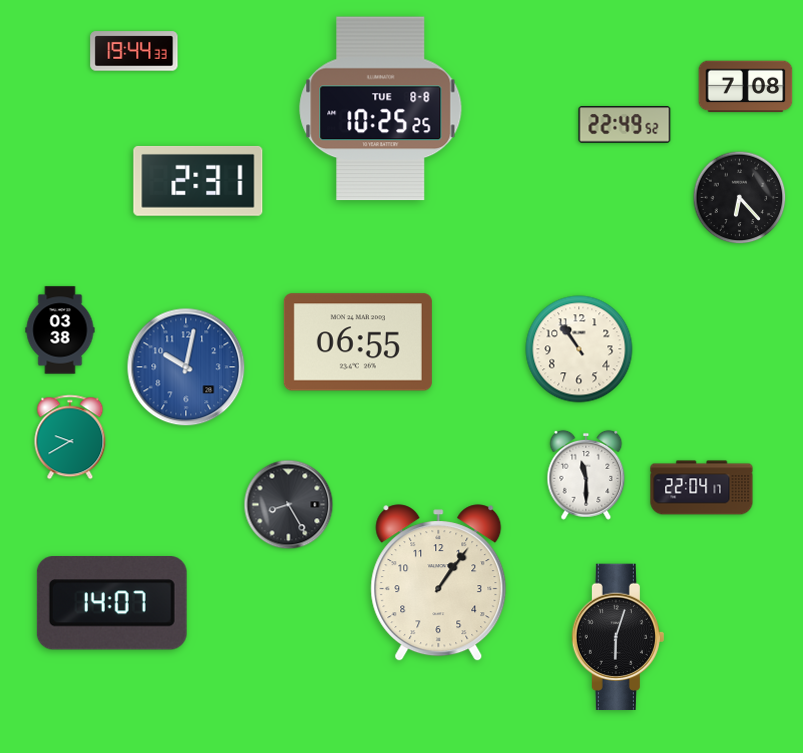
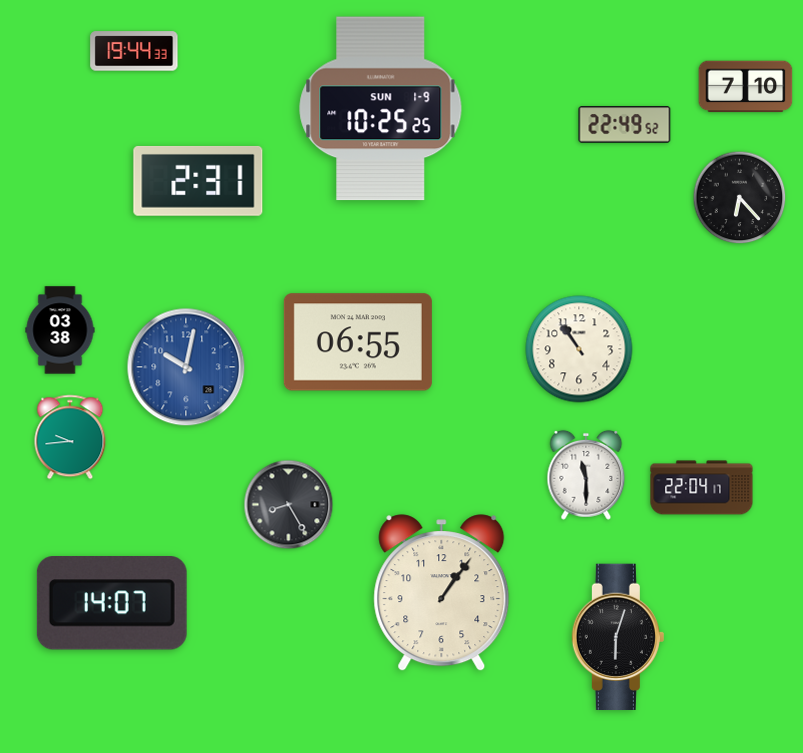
clock at (746, 87): 7:08 -> 7:10
clock at (381, 109) date: TUE 8-8 -> SUN 1-9
clock at (70, 437): 9:40 -> 9:44
clock at (439, 583) position: (439, 583) -> (442, 593)
